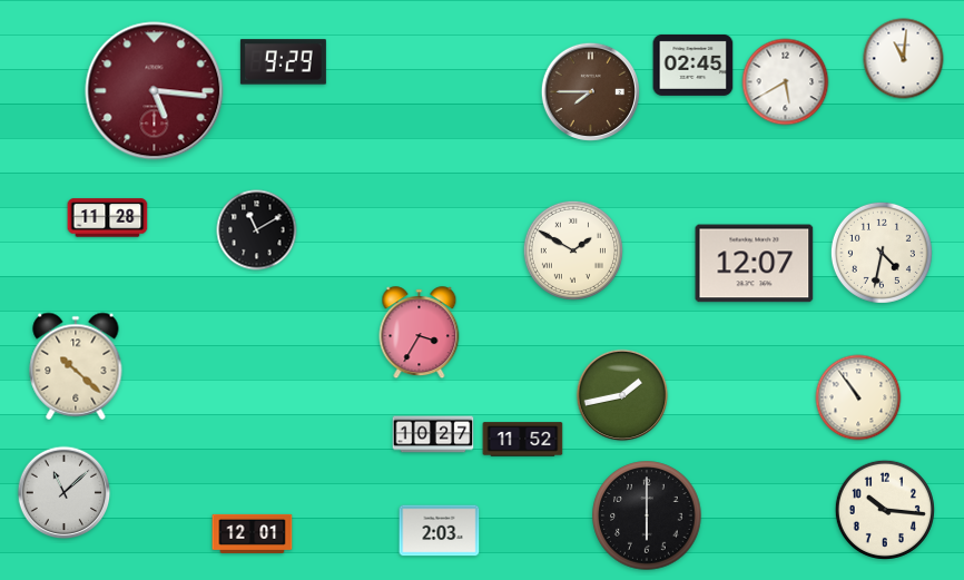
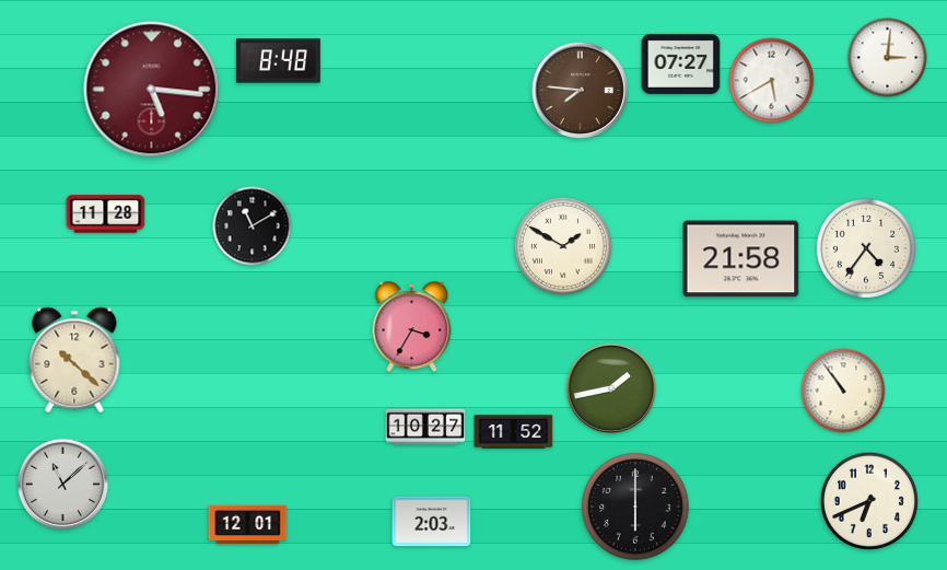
clock at (904, 59): 11:01 -> 3:01
clock at (283, 62): 9:29 -> 8:48
clock at (694, 65): 02:45 -> 07:27
clock at (590, 91): 7:45 -> 7:46
clock at (882, 253): 4:32 -> 4:36
clock at (755, 264): 12:07 -> 21:58
clock at (885, 510): 10:16 -> 6:41
